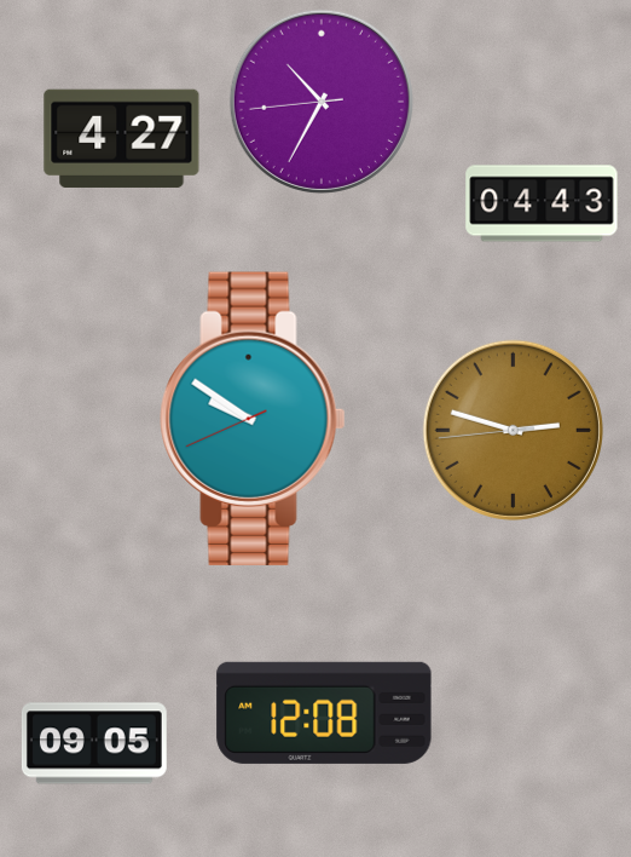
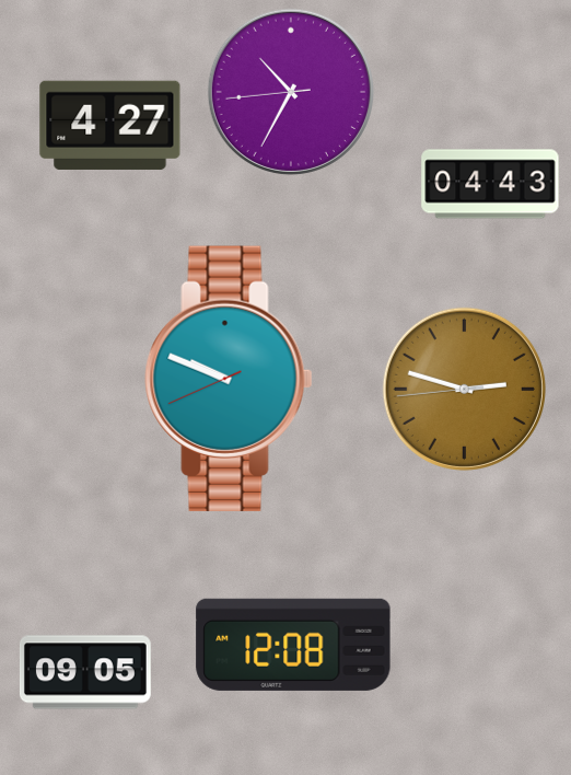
clock at (253, 419): 9:50 -> 9:48
